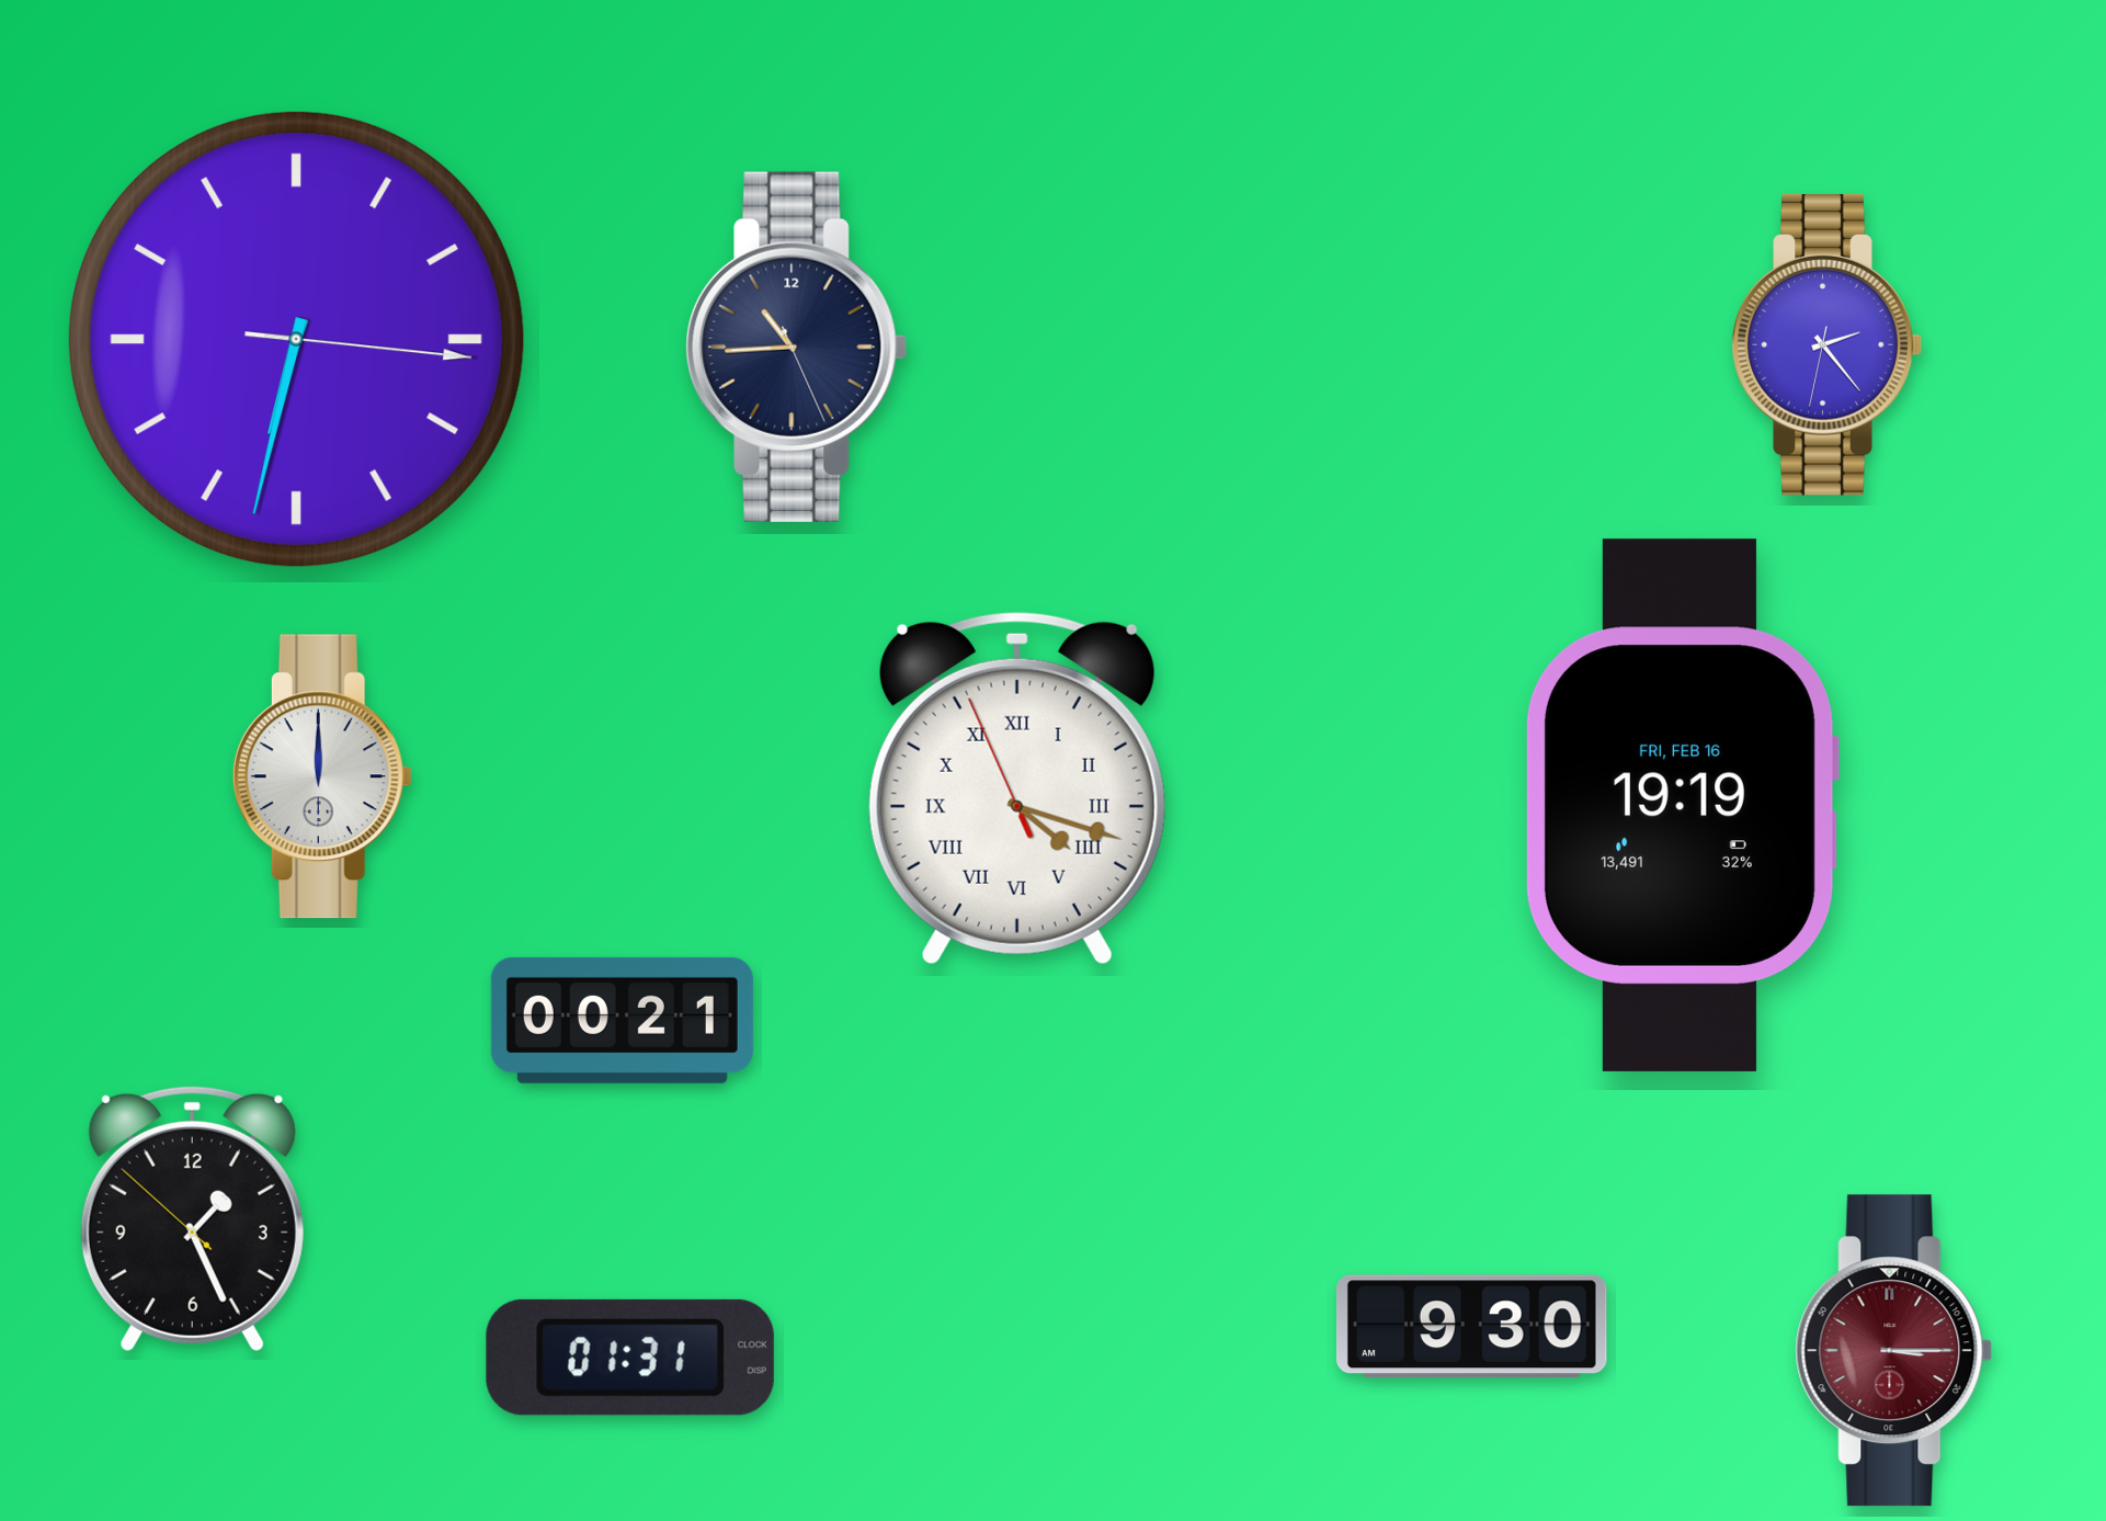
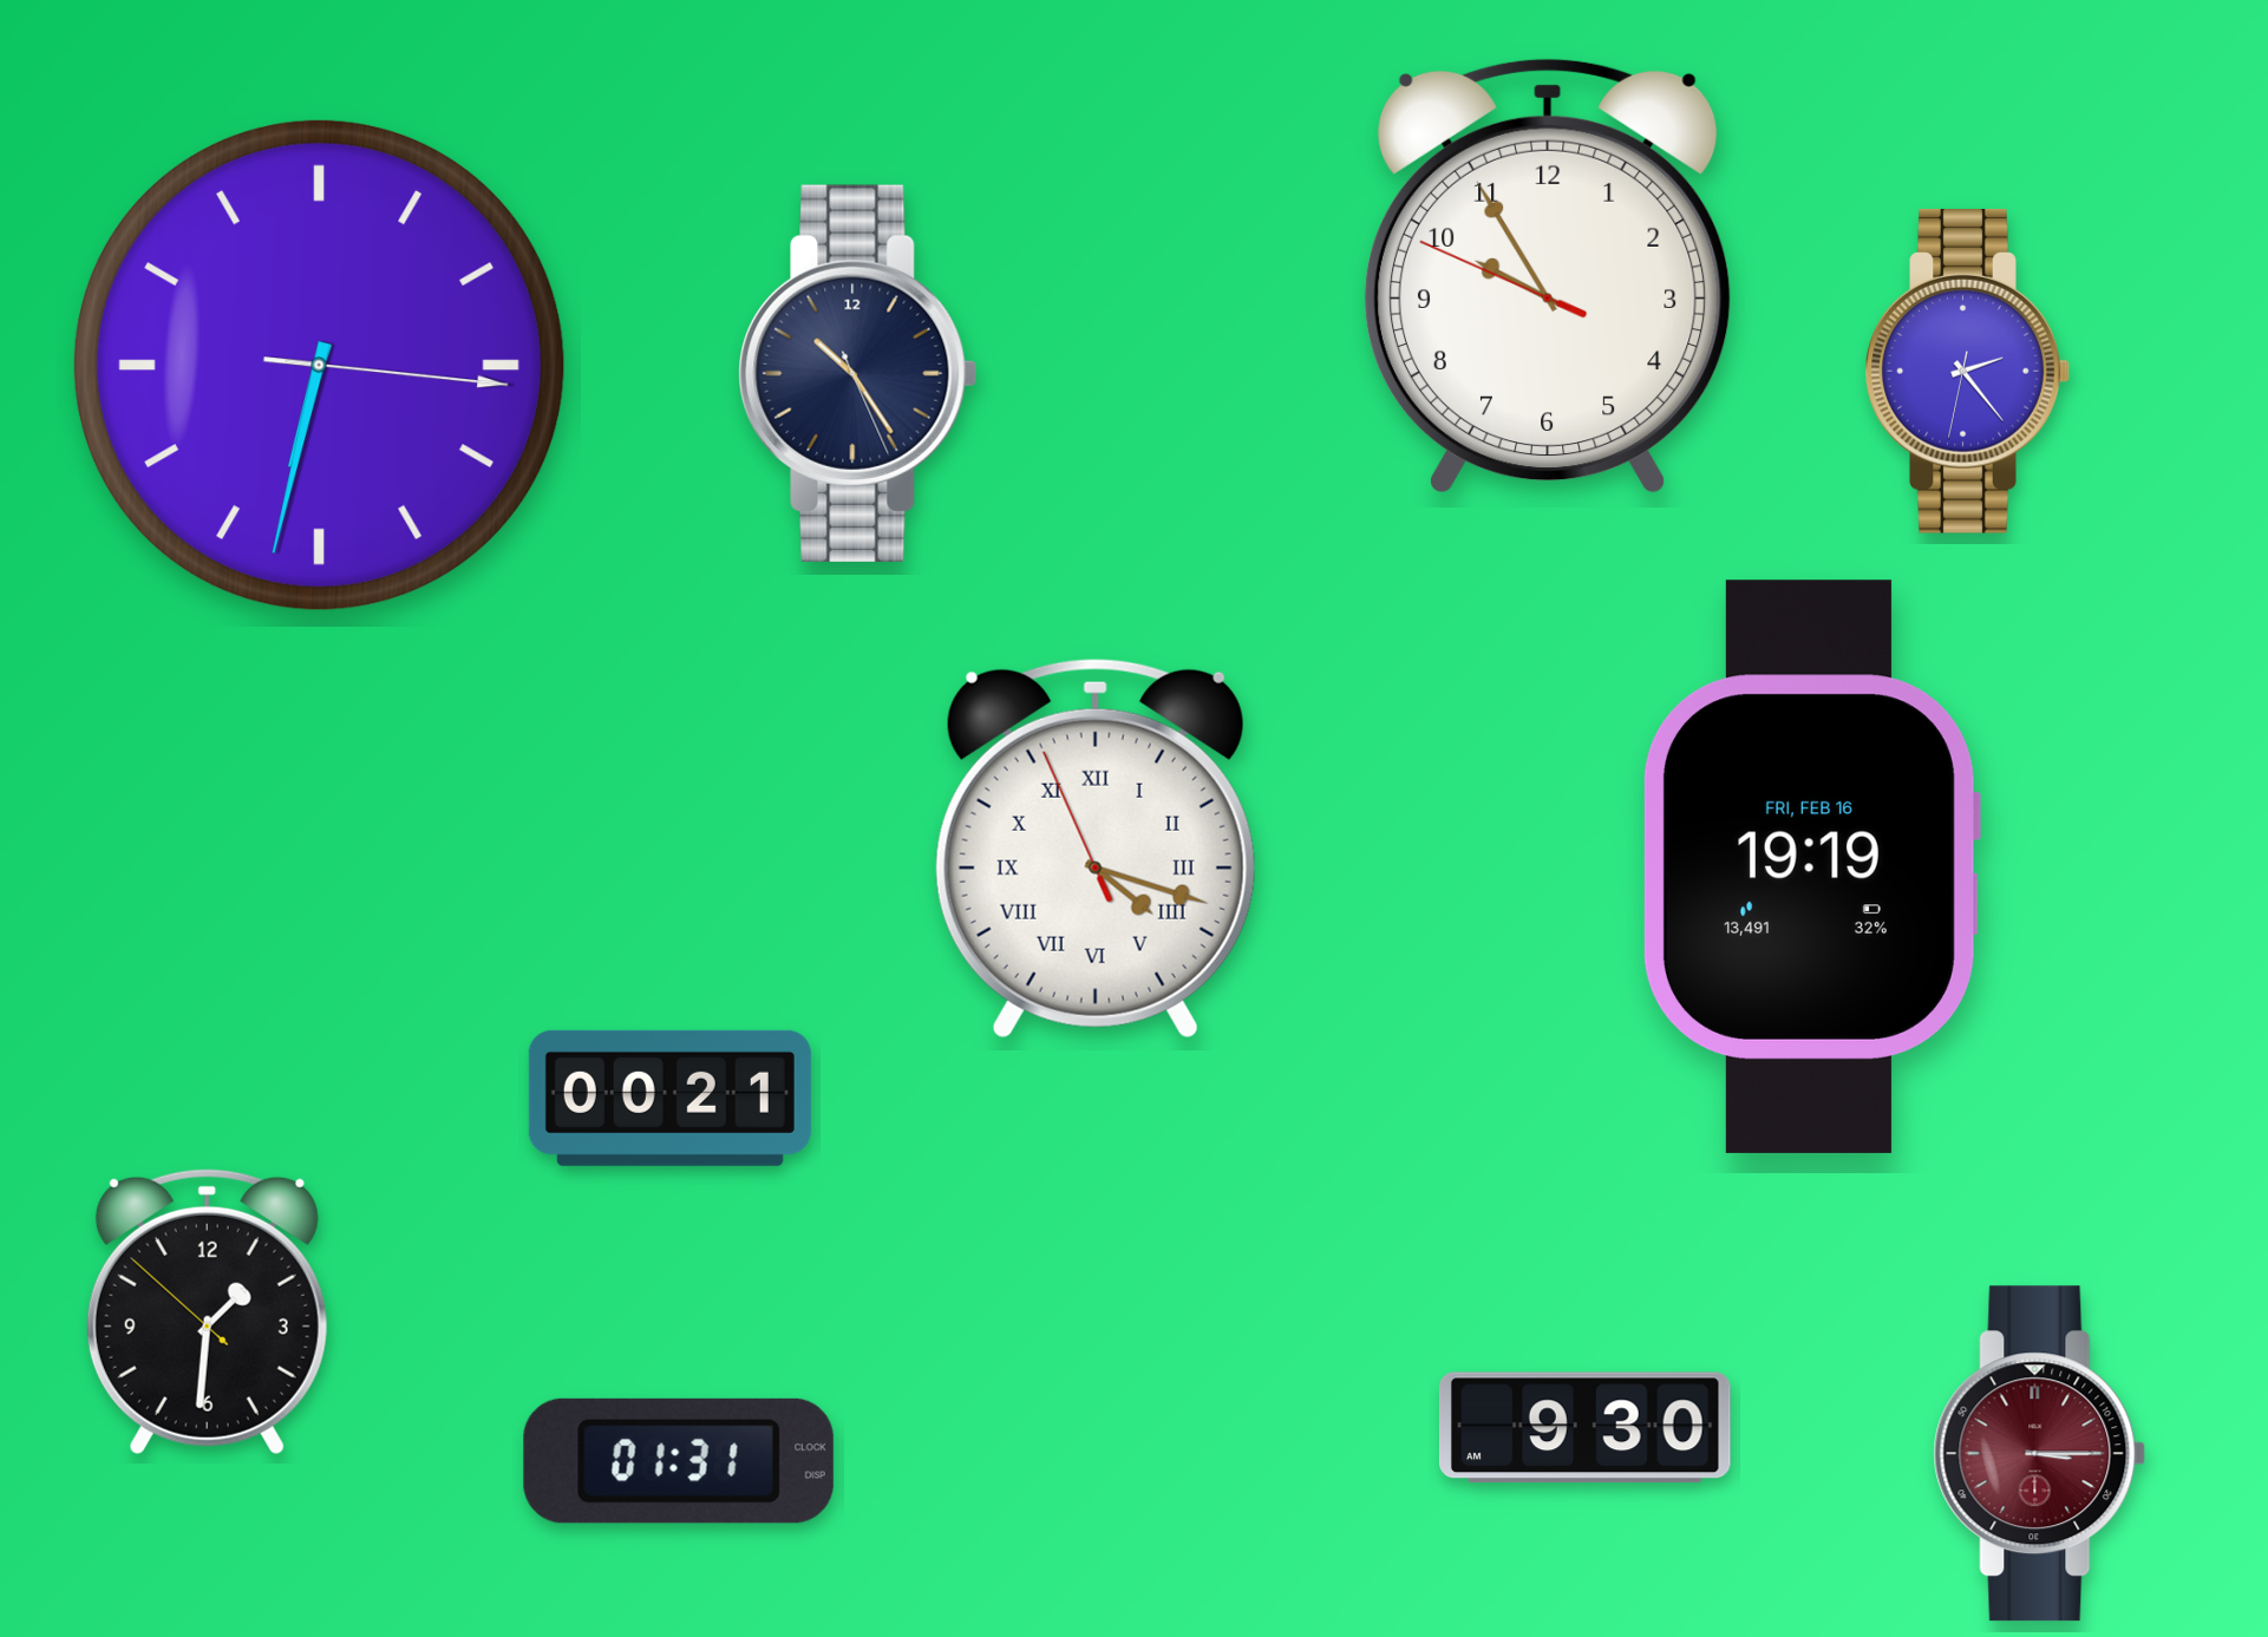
clock at (1548, 276): none -> 9:54
clock at (797, 347): 10:44 -> 10:24
clock at (322, 776): 12:00 -> none
clock at (192, 1218): 1:25 -> 1:30
